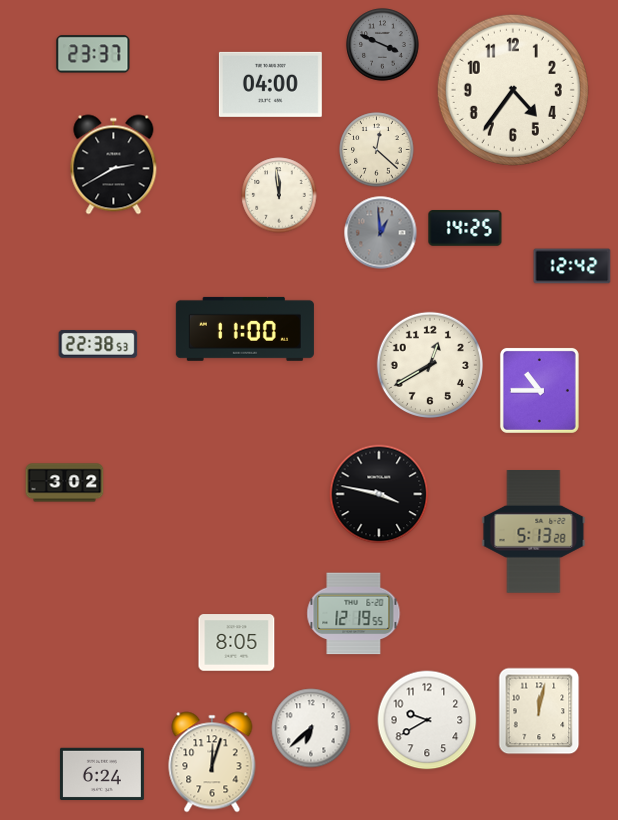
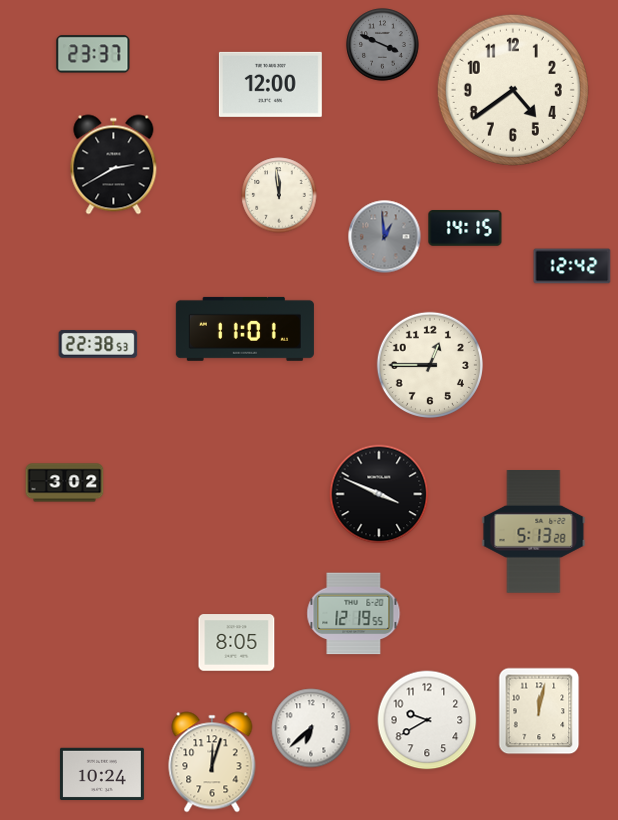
clock at (270, 84): 04:00 -> 12:00
clock at (513, 90): 4:36 -> 4:39
clock at (377, 150): 12:22 -> none
clock at (465, 229): 14:25 -> 14:15
clock at (381, 233) position: (381, 233) -> (385, 237)
clock at (245, 329): 11:00 -> 11:01
clock at (430, 365): 12:40 -> 12:45
clock at (539, 390): 10:45 -> none
clock at (379, 494): 3:47 -> 3:49
clock at (102, 774): 6:24 -> 10:24
